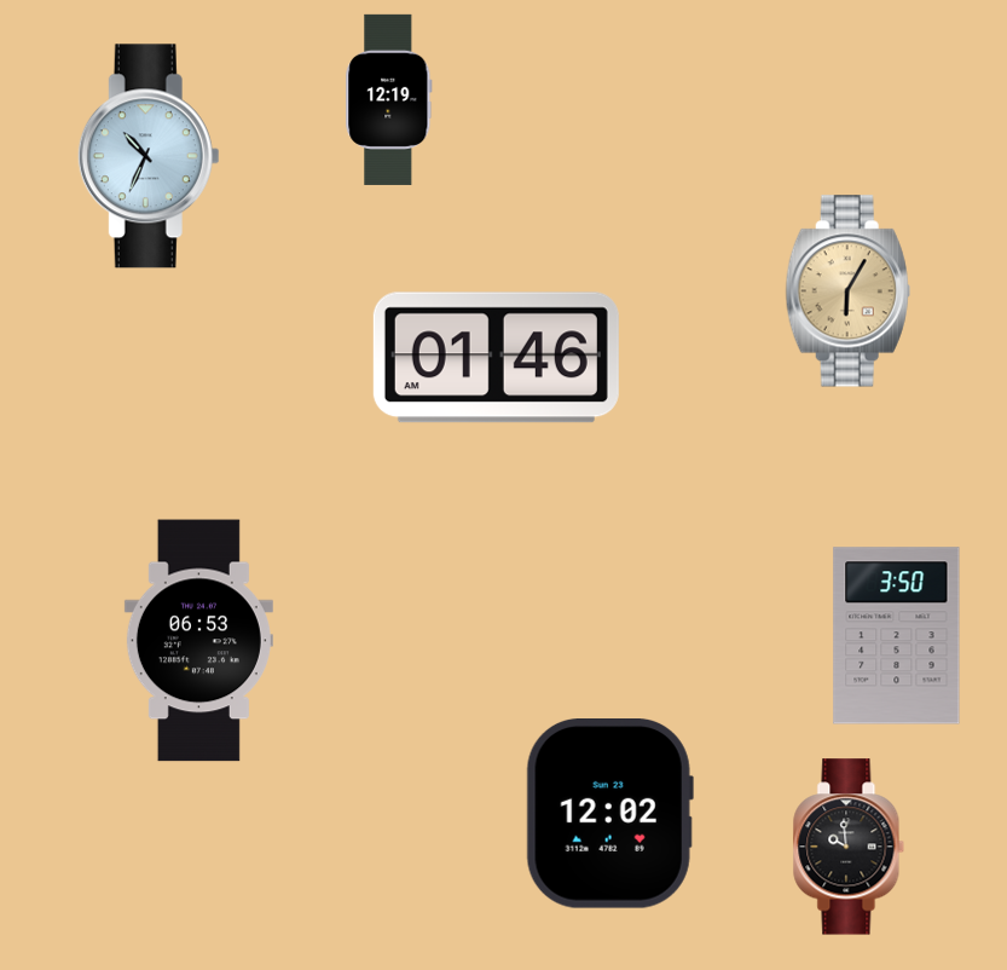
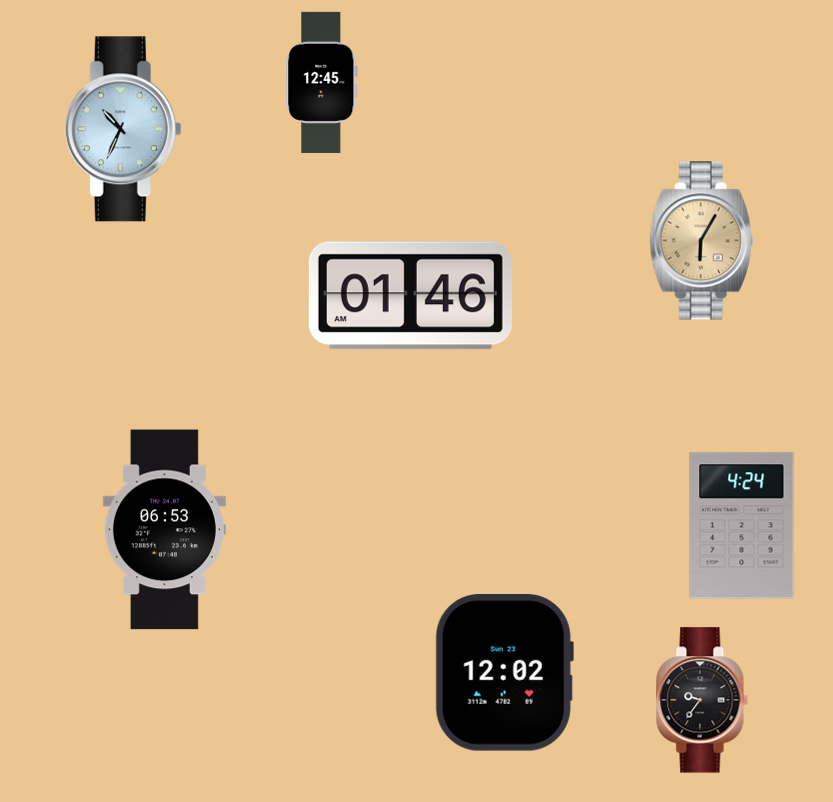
clock at (389, 99): 12:19 -> 12:45
clock at (897, 636): 3:50 -> 4:24
clock at (849, 847): 9:59 -> 9:36
